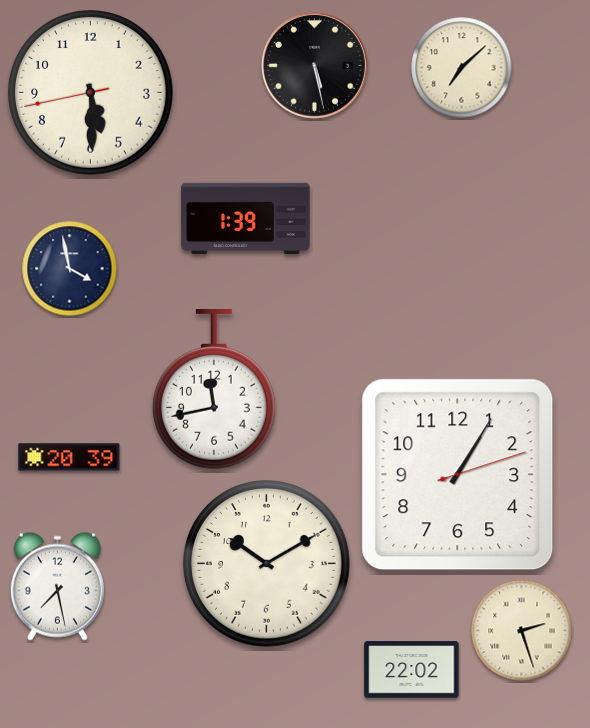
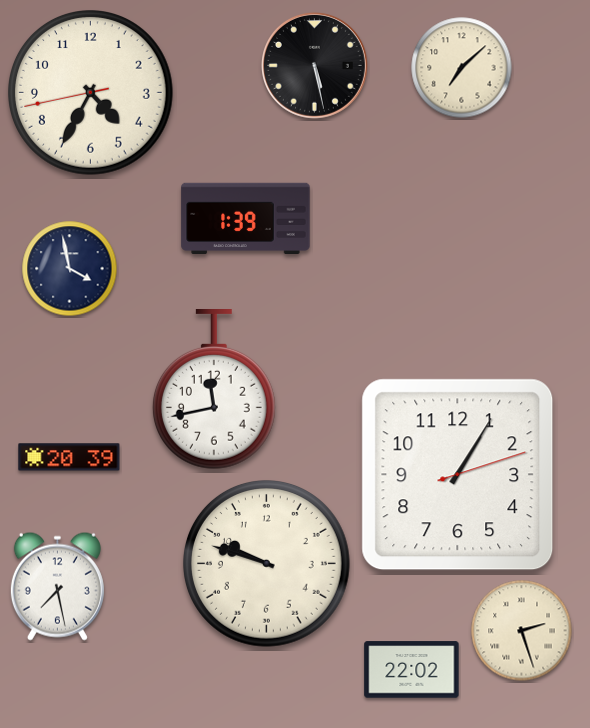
clock at (91, 93): 5:29 -> 4:34
clock at (267, 564): 10:10 -> 9:48
